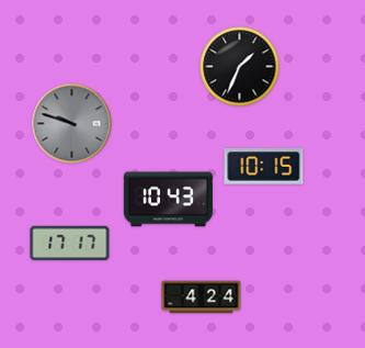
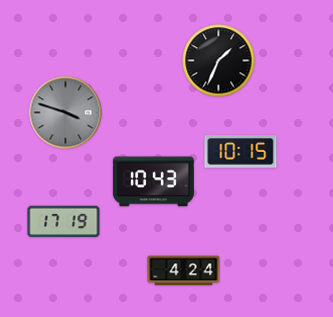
clock at (72, 124): 9:48 -> 3:48
clock at (70, 244): 17:17 -> 17:19
